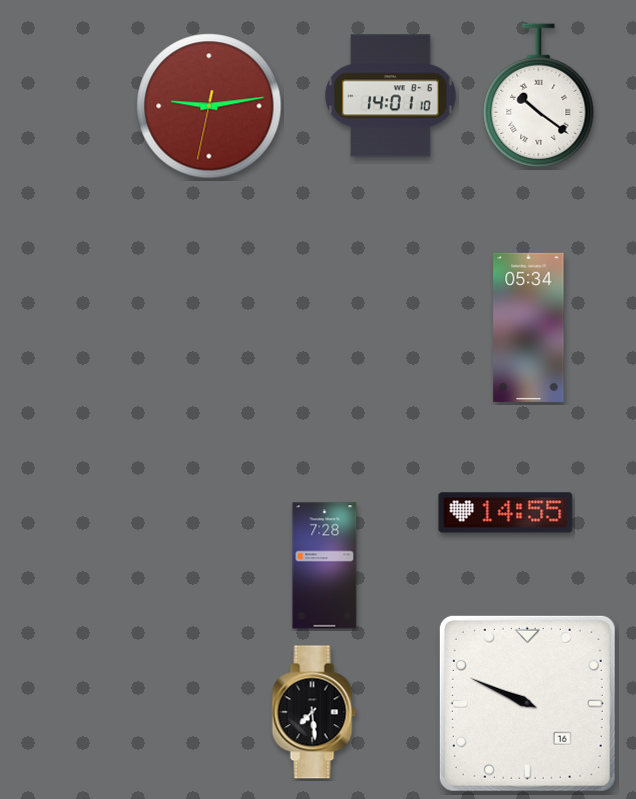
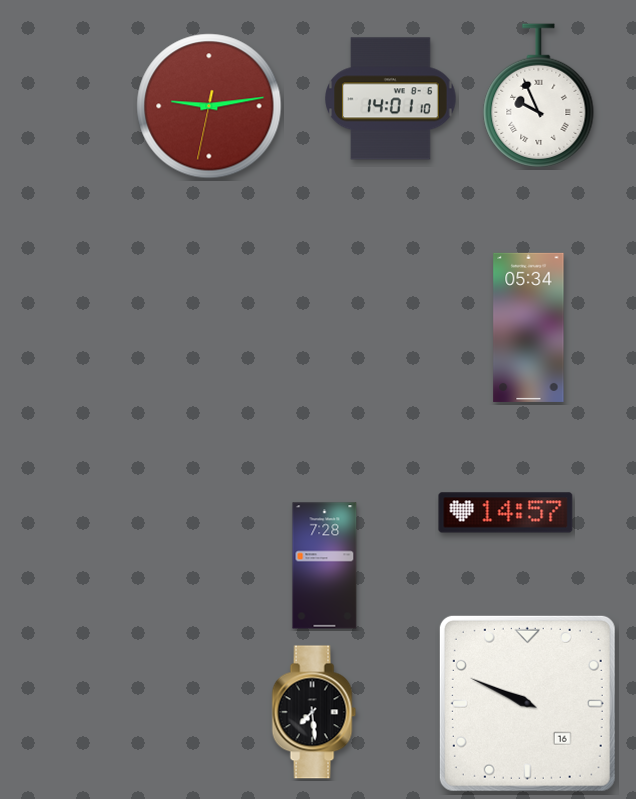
clock at (391, 96) position: (391, 96) -> (391, 99)
clock at (539, 96): 10:21 -> 9:56
clock at (506, 513): 14:55 -> 14:57
